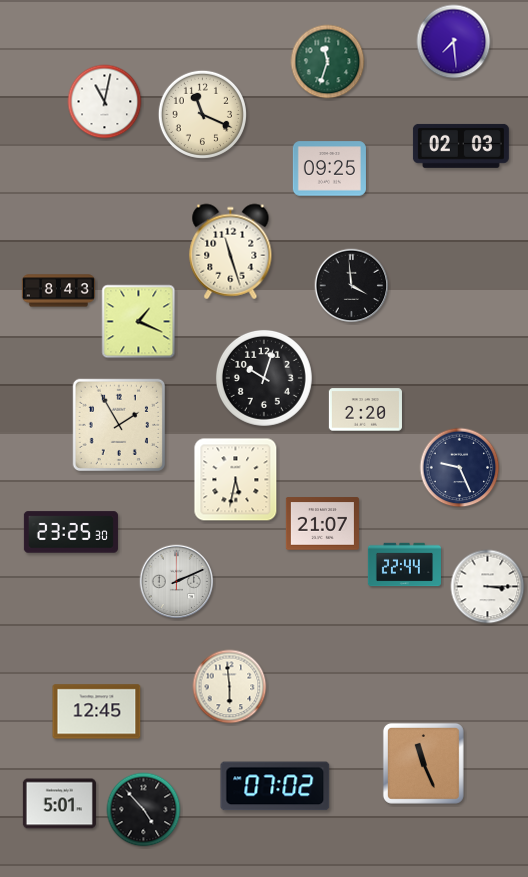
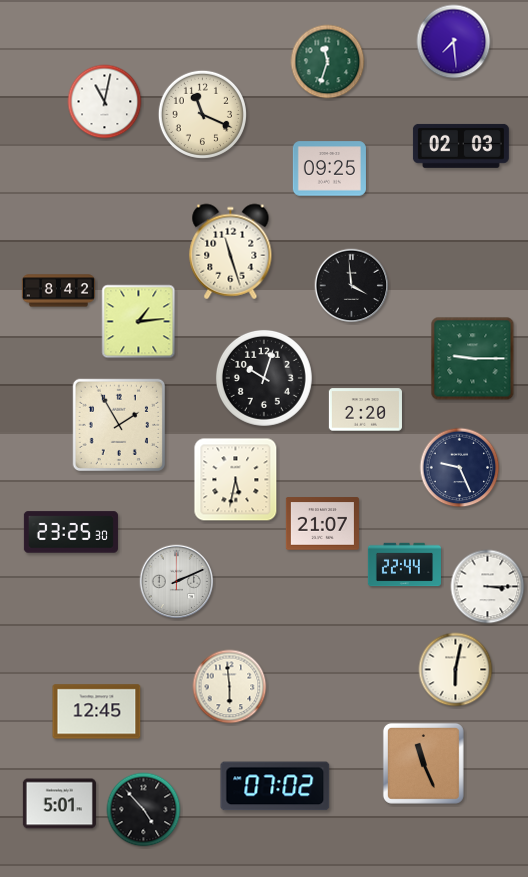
clock at (58, 291): 8:43 -> 8:42
clock at (139, 322): 1:19 -> 1:14
clock at (473, 359): none -> 9:15
clock at (456, 670): none -> 6:02
